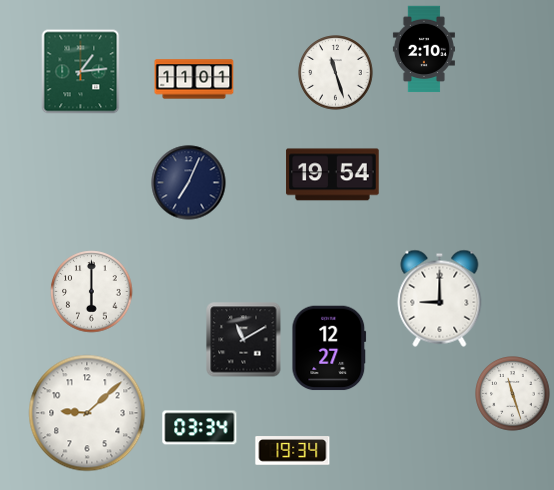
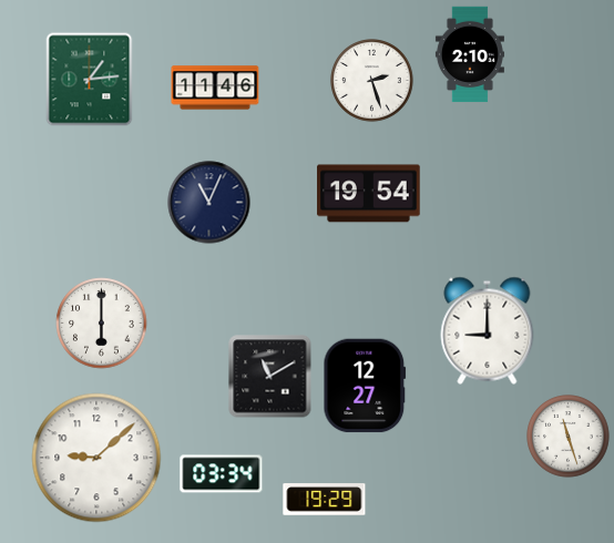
clock at (336, 73): 11:27 -> 2:27
clock at (194, 79): 11:01 -> 11:46
clock at (189, 183): 7:04 -> 11:04
clock at (293, 451): 19:34 -> 19:29
